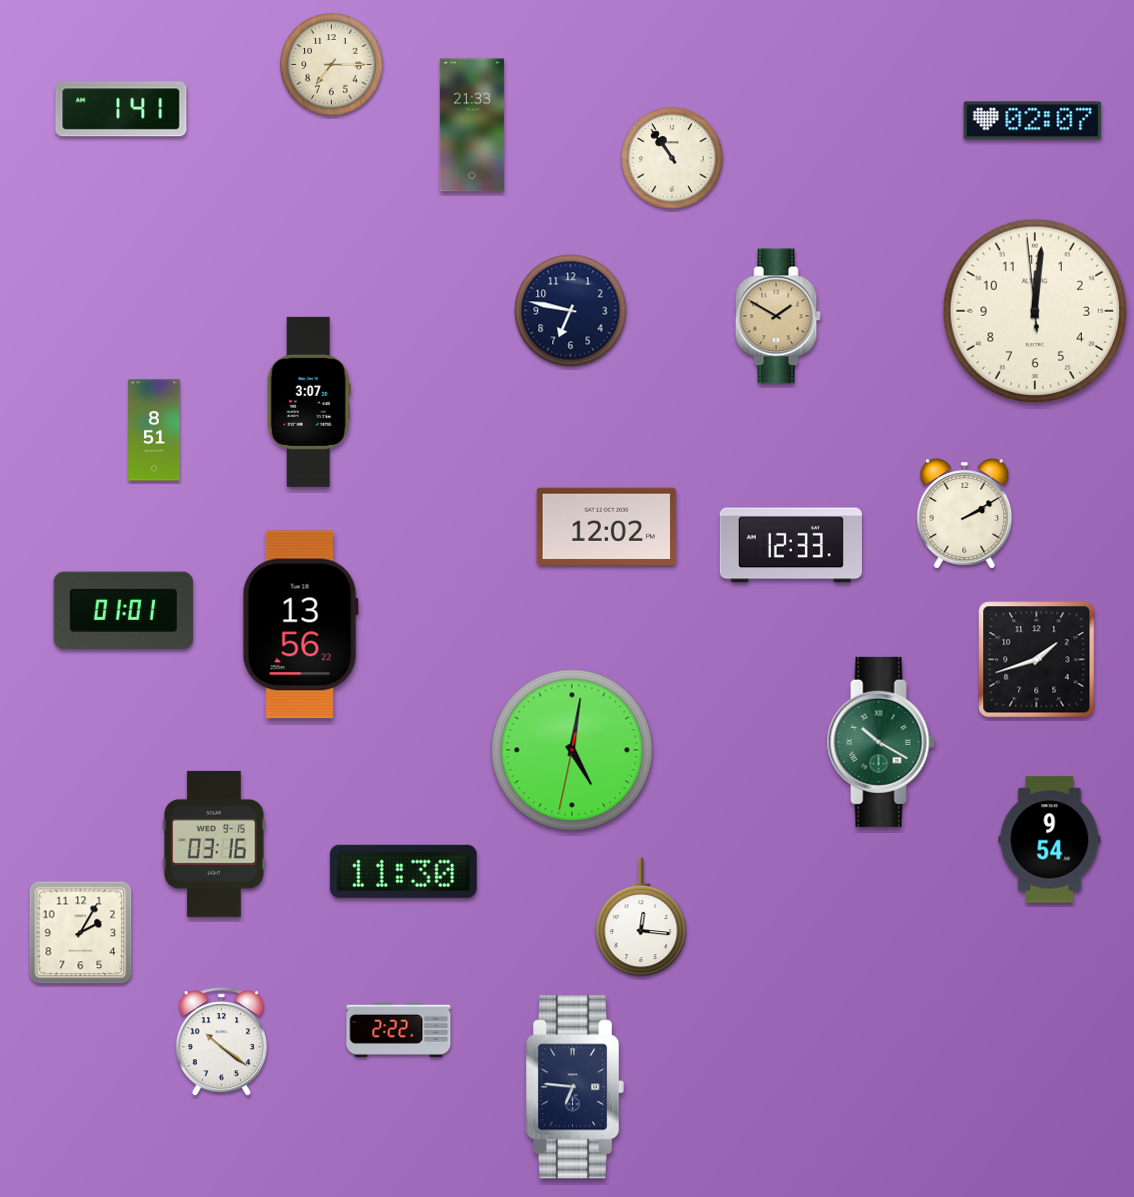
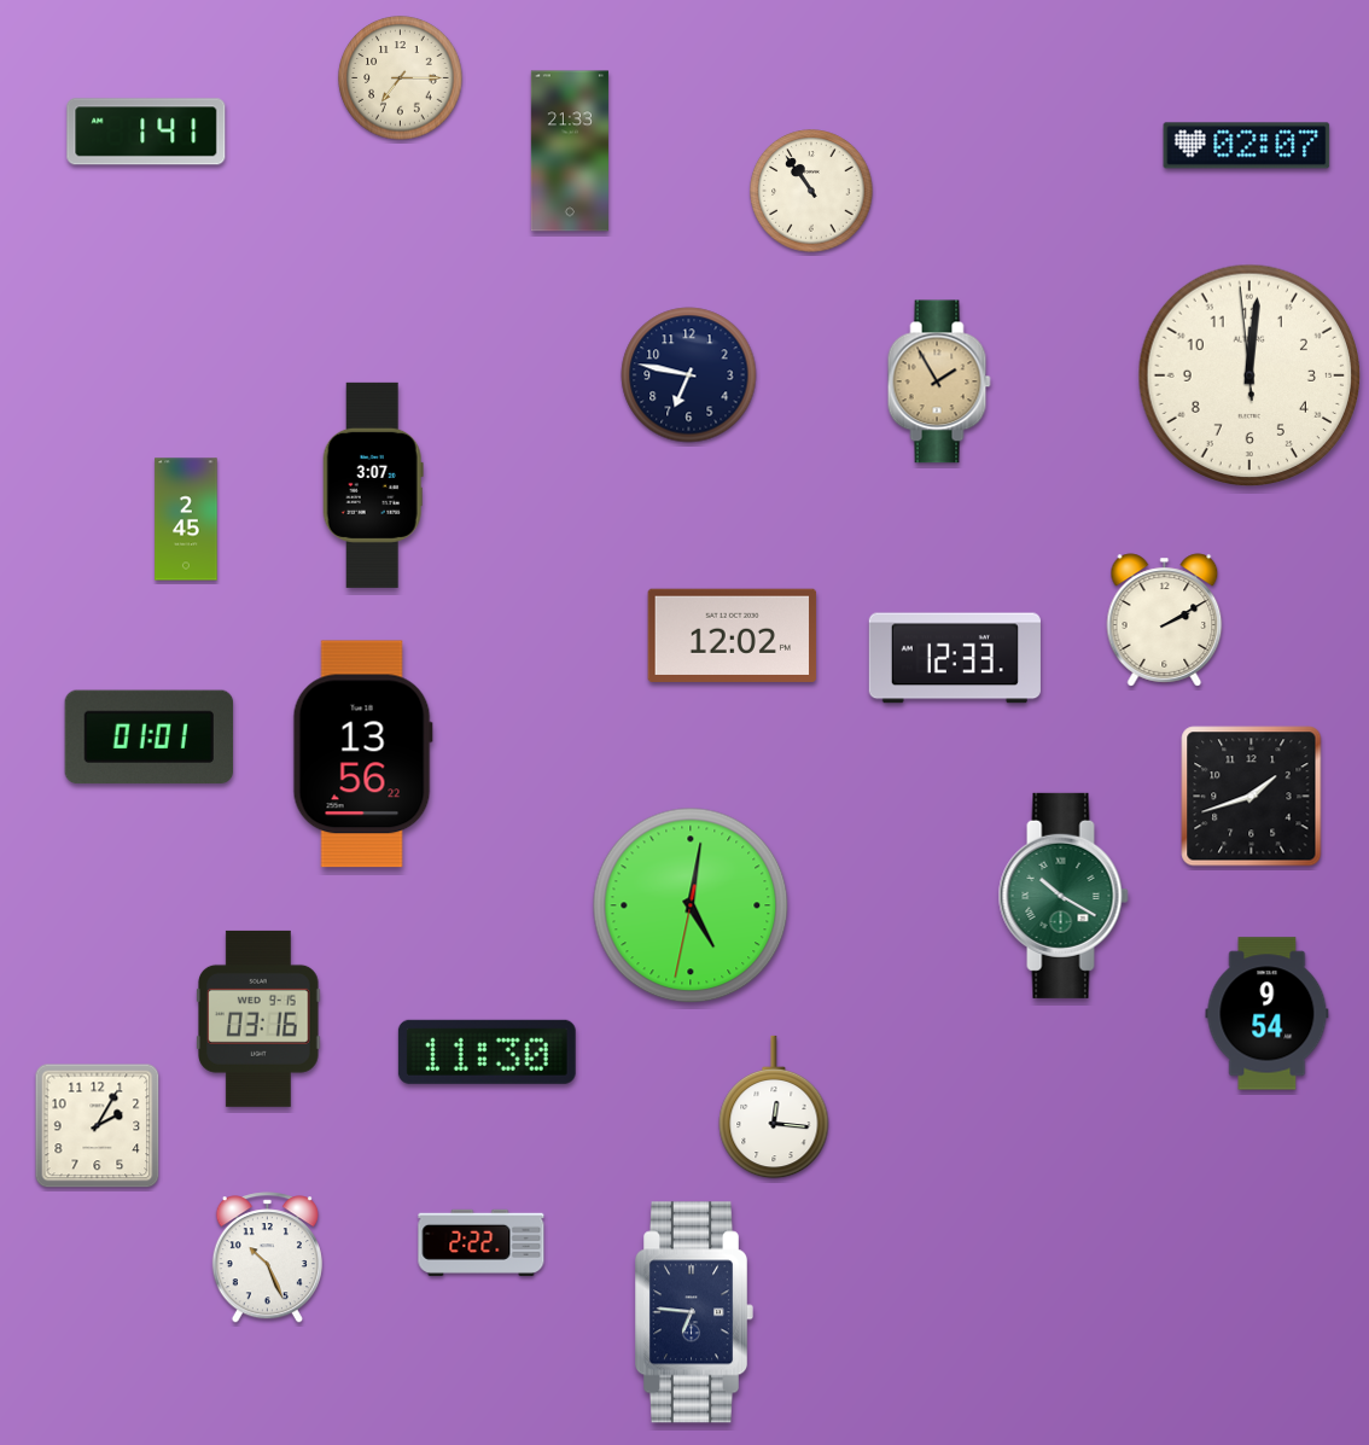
clock at (778, 316): 1:50 -> 1:55
clock at (154, 430): 8:51 -> 2:45
clock at (221, 1042): 10:21 -> 10:26
